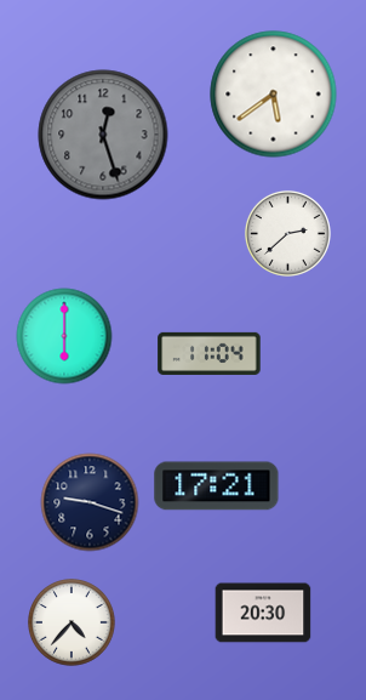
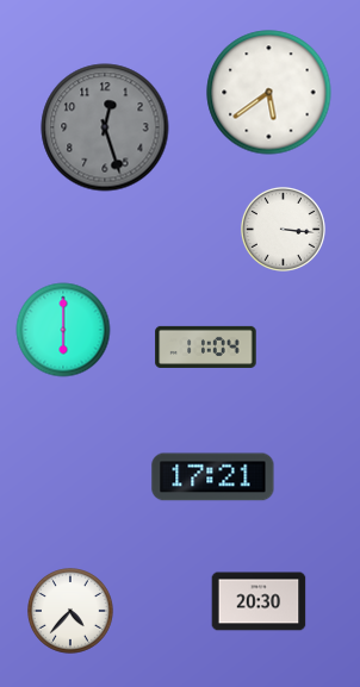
clock at (103, 135) position: (103, 135) -> (105, 127)
clock at (287, 233): 2:38 -> 3:16
clock at (90, 502): 9:18 -> none
